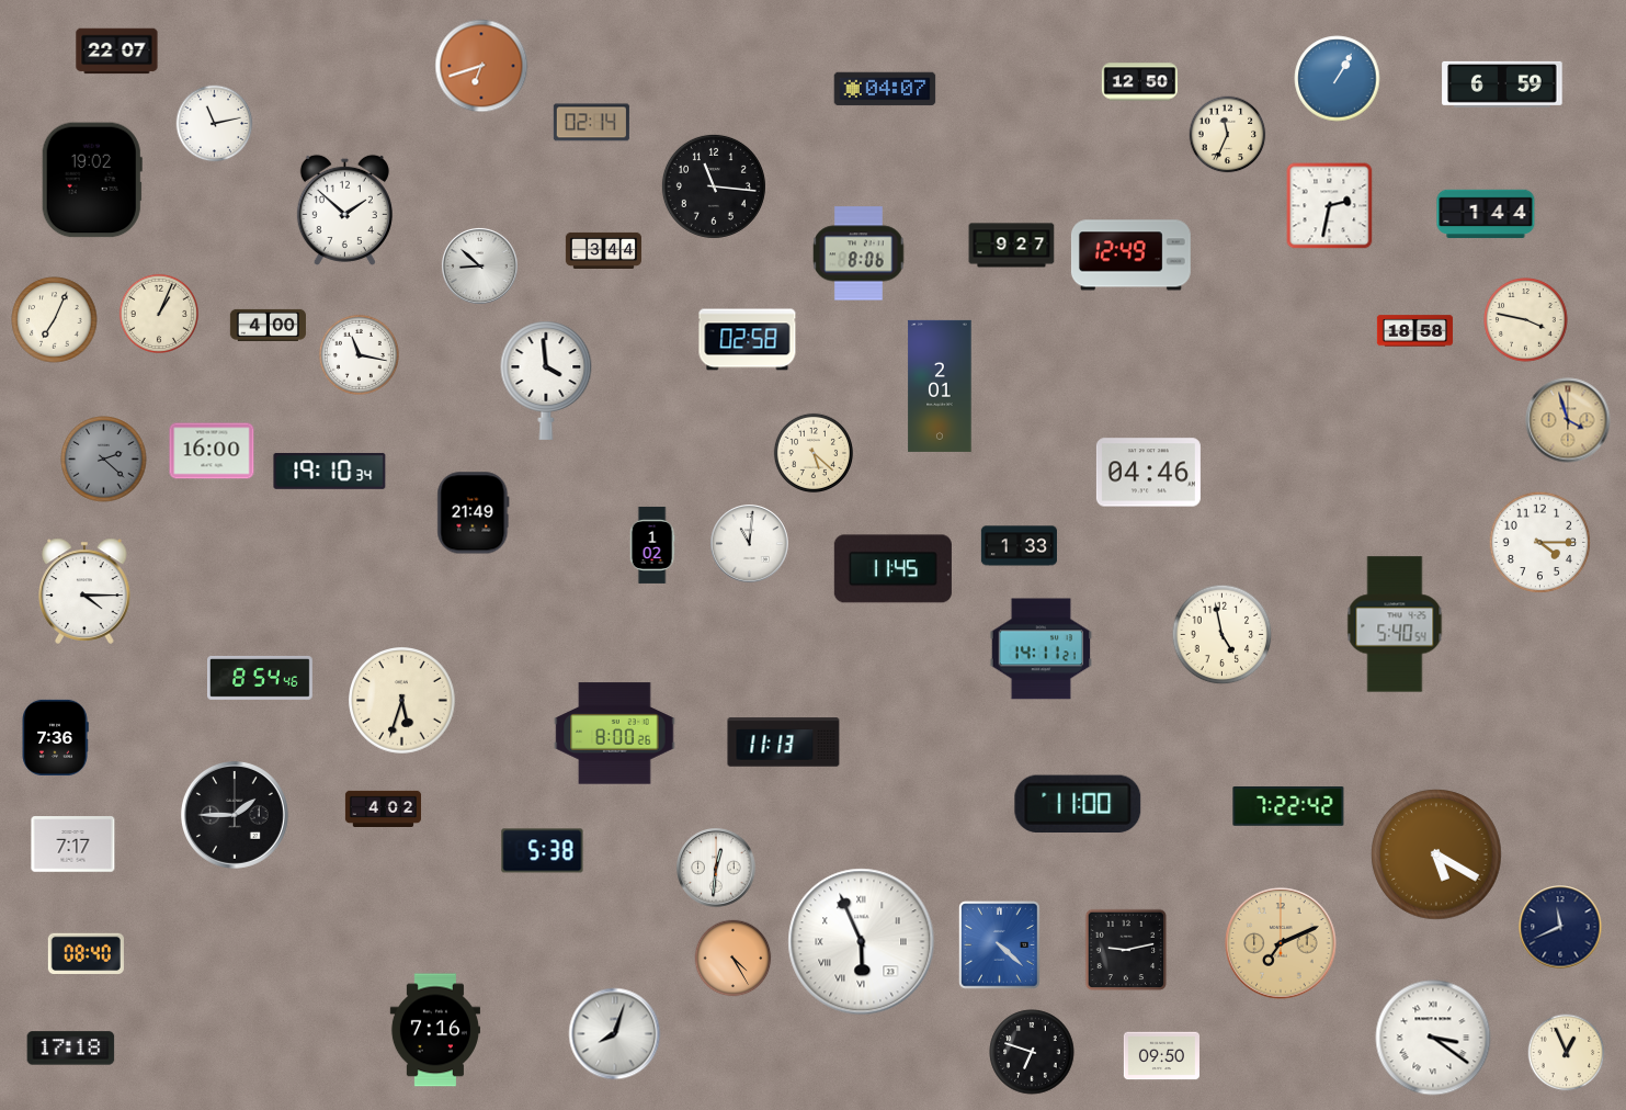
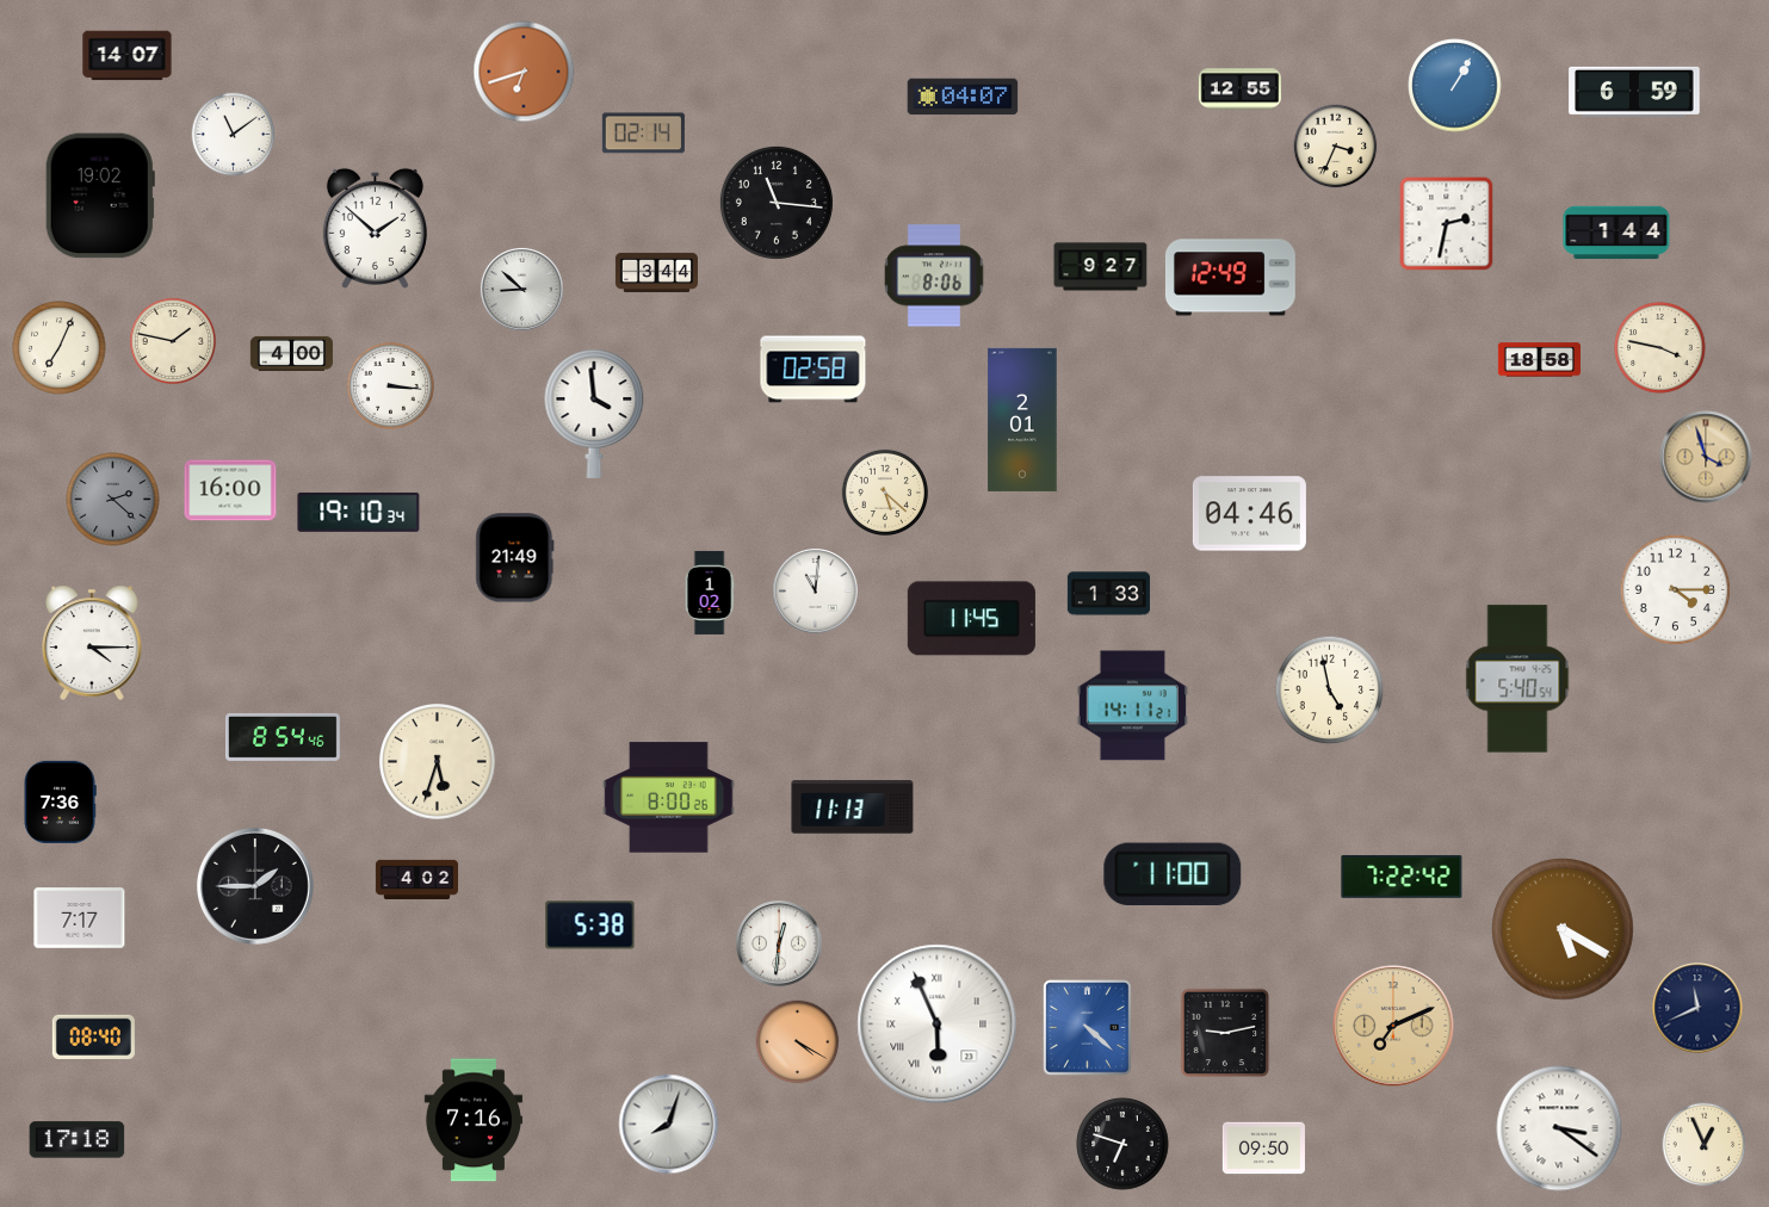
clock at (117, 52): 22:07 -> 14:07
clock at (1139, 82): 12:50 -> 12:55
clock at (215, 124): 11:13 -> 11:09
clock at (1228, 135): 11:34 -> 3:34
clock at (158, 313): 1:04 -> 1:47
clock at (359, 354): 11:17 -> 3:16
clock at (734, 959): 4:25 -> 4:20
